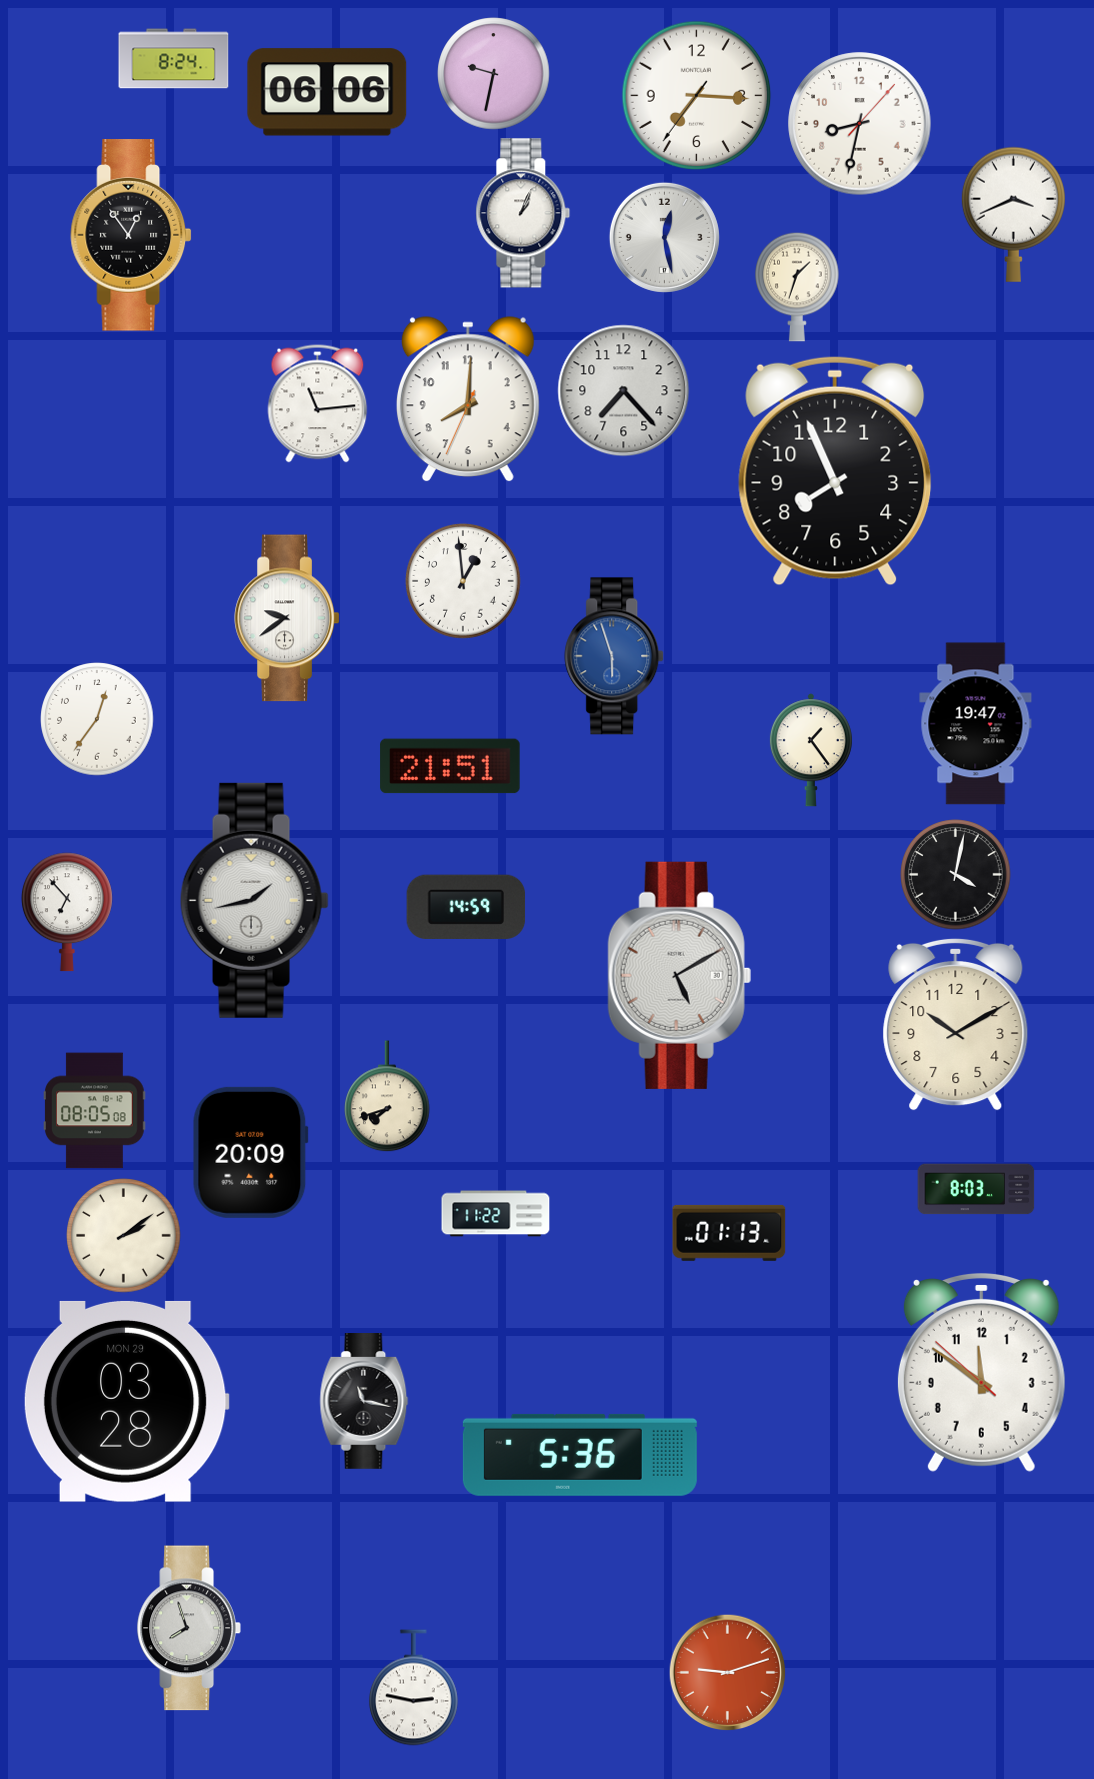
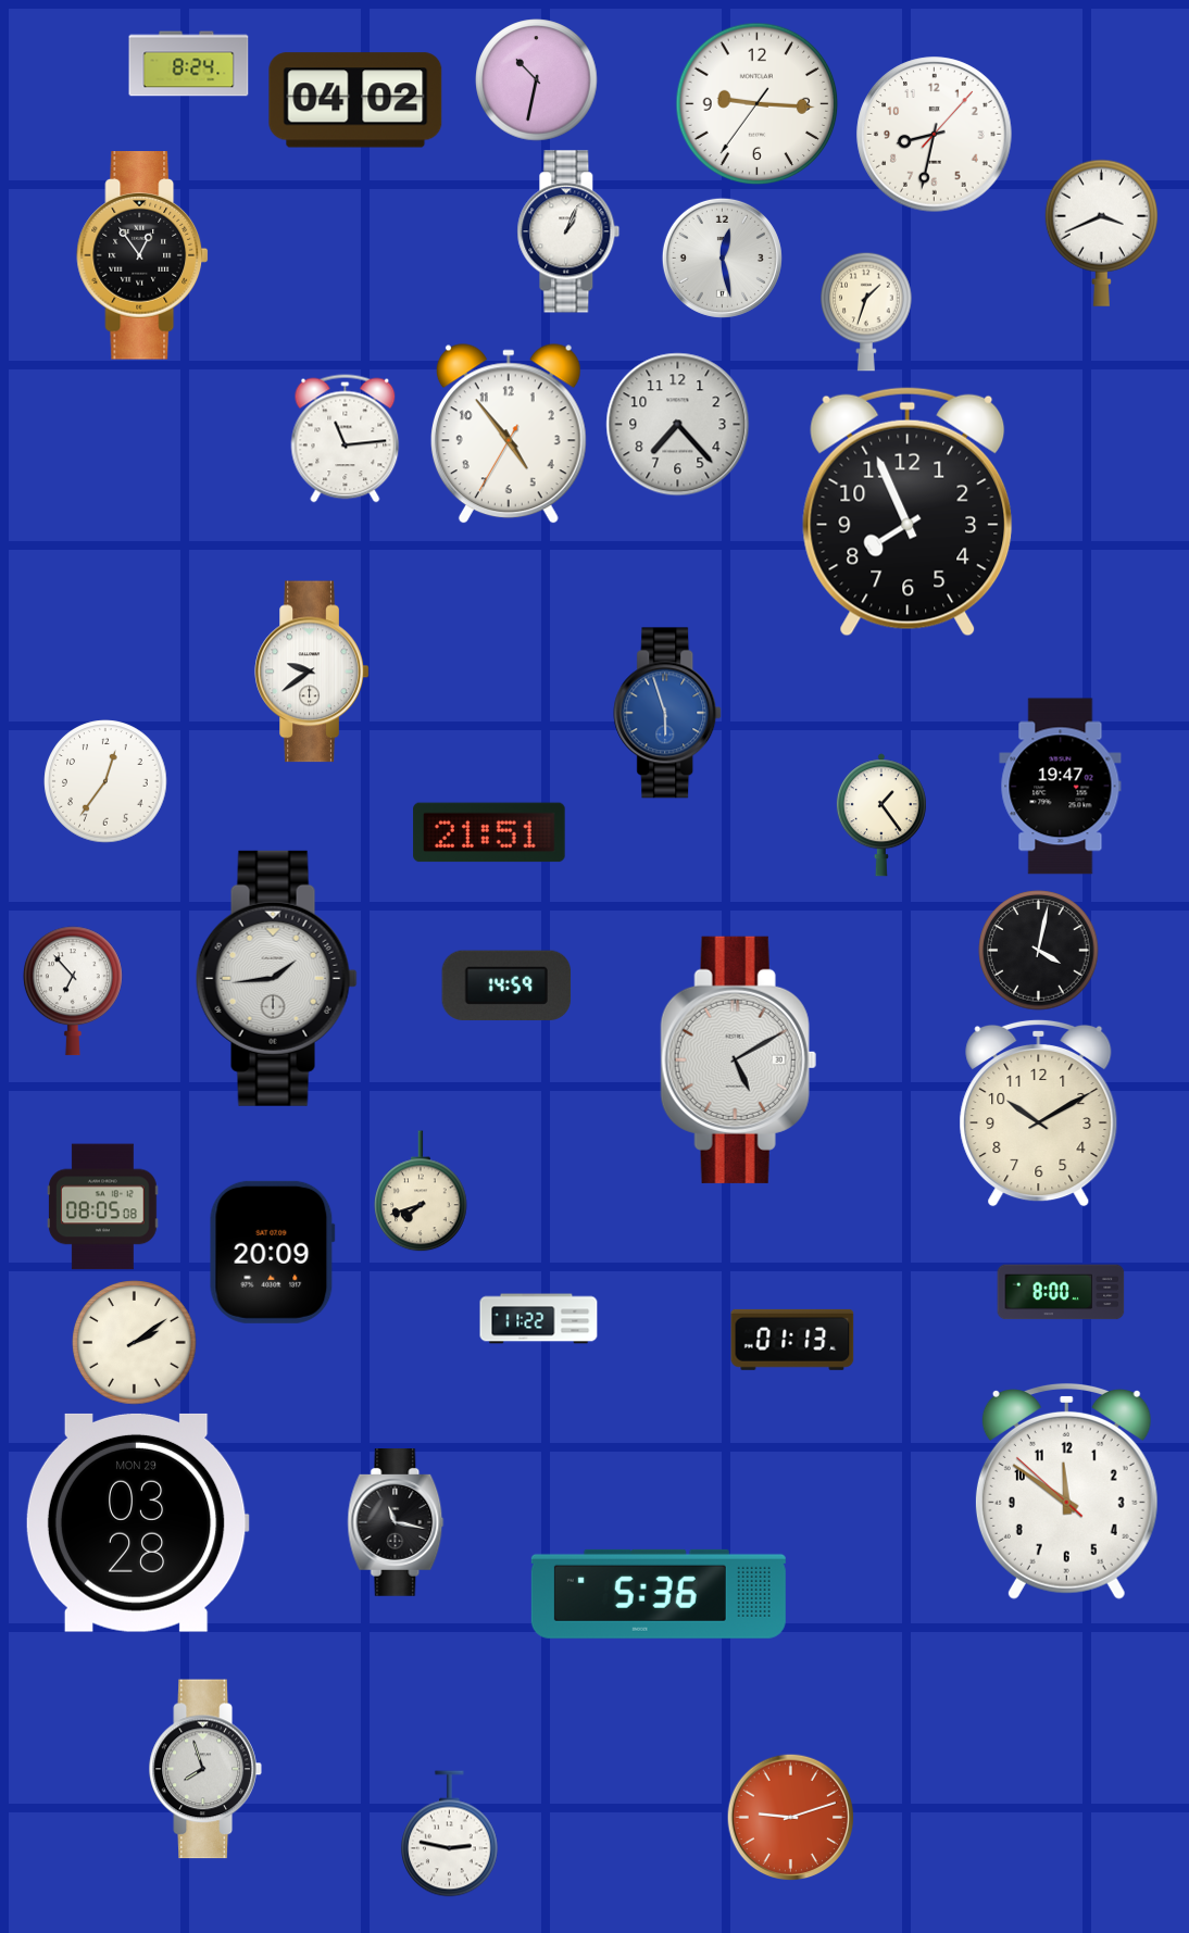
clock at (494, 74): 9:32 -> 10:32
clock at (327, 92): 06:06 -> 04:02
clock at (697, 96): 7:15 -> 9:15
clock at (468, 400): 8:00 -> 4:53
clock at (463, 581): 12:59 -> none
clock at (254, 900): 1:43 -> 1:44
clock at (976, 1189): 8:03 -> 8:00
clock at (580, 1455) position: (580, 1455) -> (659, 1594)
